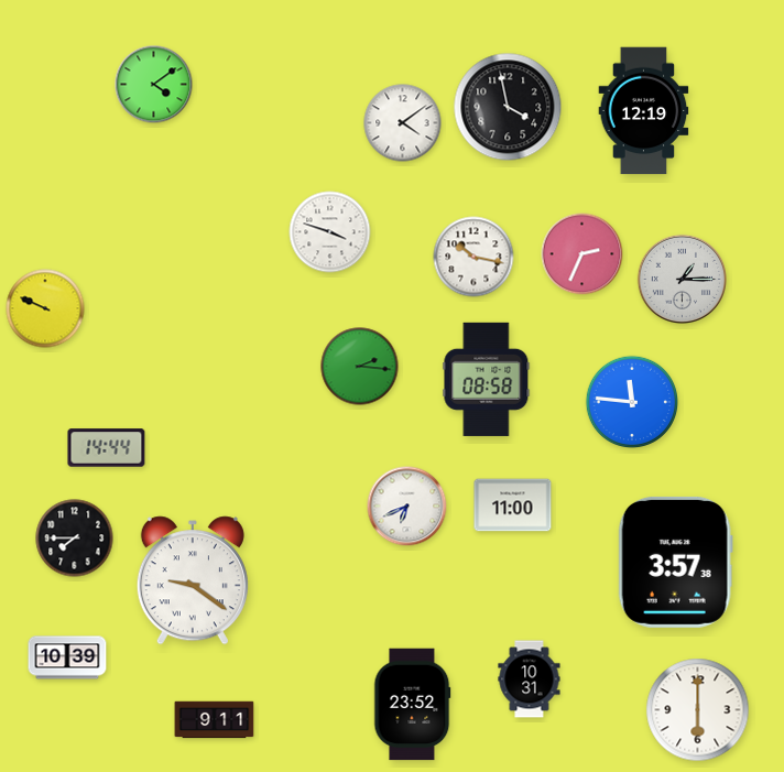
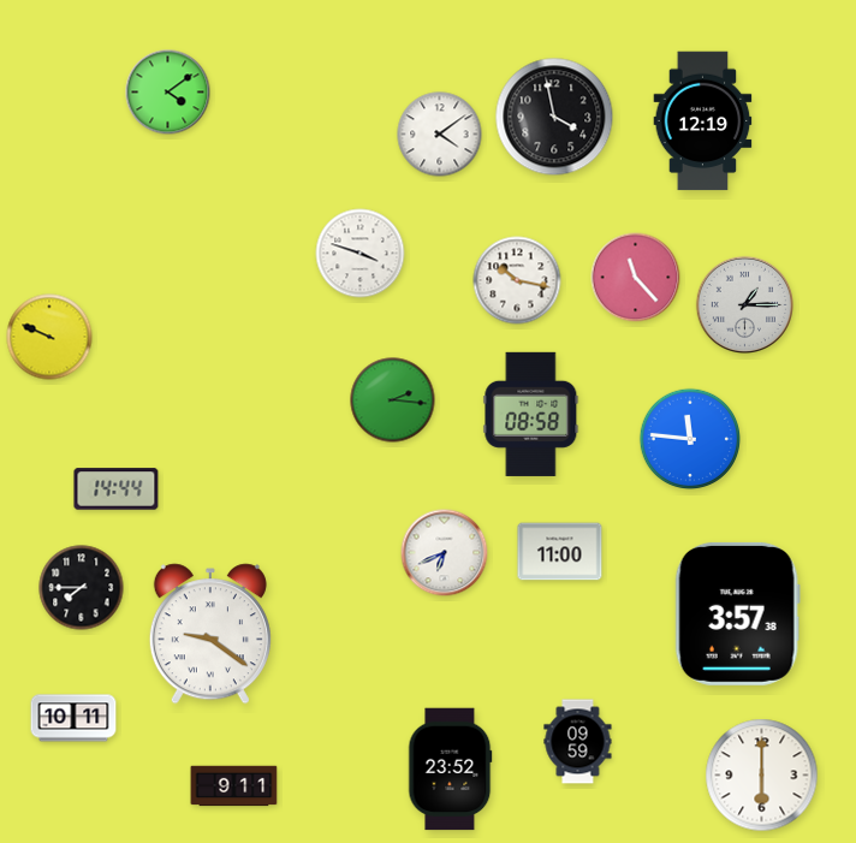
clock at (582, 254): 2:34 -> 11:23
clock at (67, 657): 10:39 -> 10:11
clock at (530, 679): 10:31 -> 09:59
